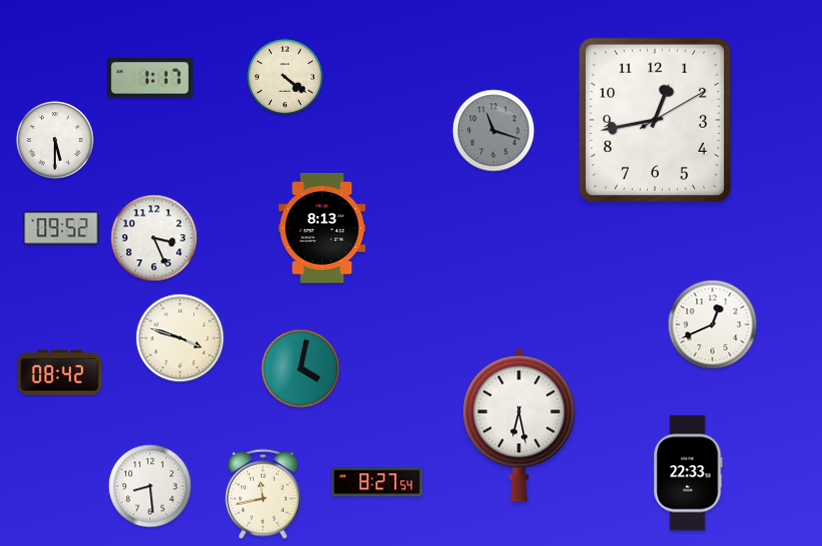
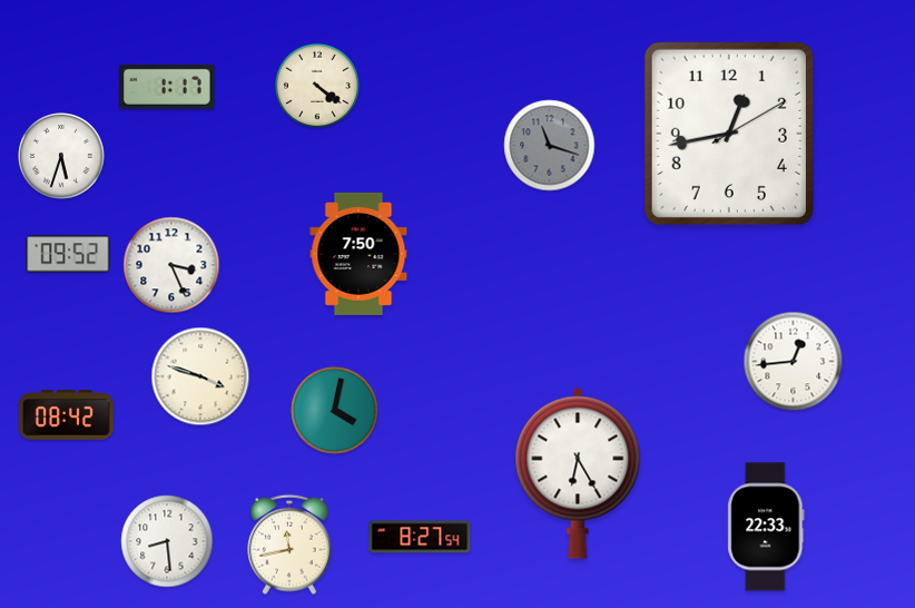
clock at (56, 141): 5:30 -> 5:33
clock at (322, 228): 8:13 -> 7:50
clock at (713, 325): 12:41 -> 12:44
clock at (519, 425): 6:28 -> 6:25
clock at (263, 494) position: (263, 494) -> (289, 545)
